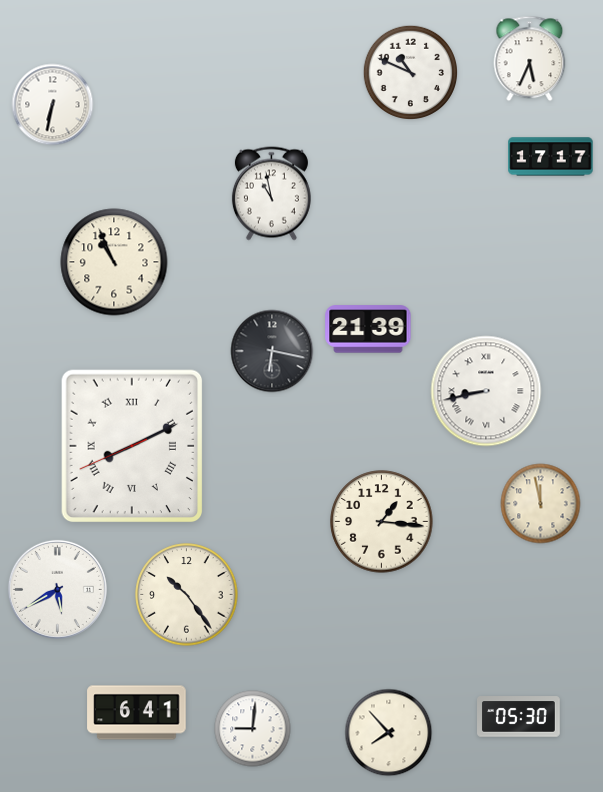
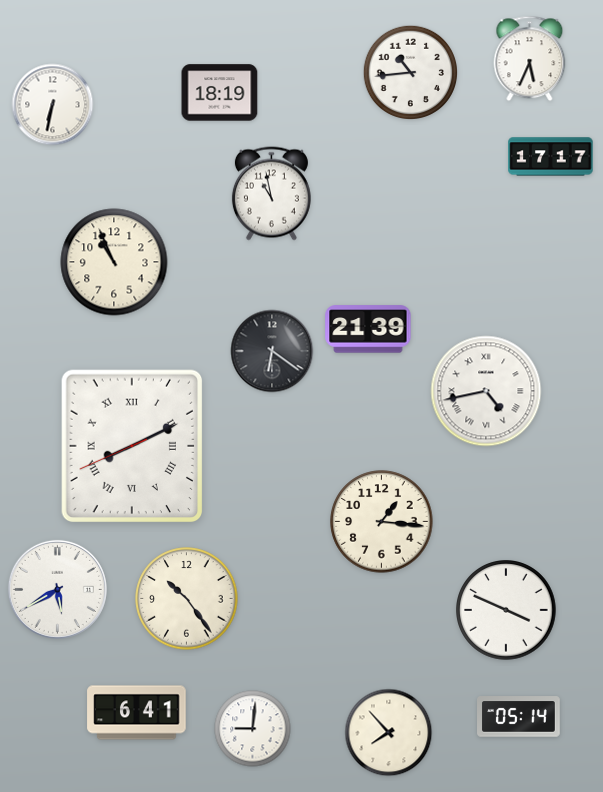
clock at (410, 72): 10:49 -> 10:44
clock at (220, 93): none -> 18:19
clock at (272, 351): 6:17 -> 6:21
clock at (486, 391): 8:43 -> 4:43
clock at (541, 504): 11:58 -> none
clock at (187, 595) position: (187, 595) -> (187, 599)
clock at (507, 611): none -> 3:49
clock at (519, 717): 05:30 -> 05:14
